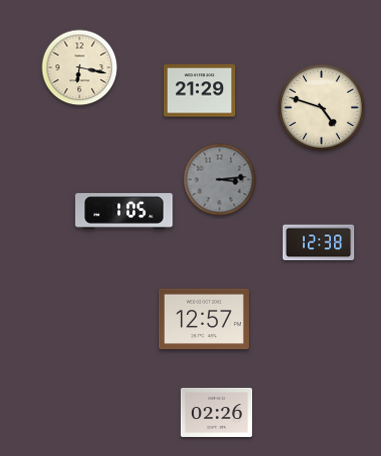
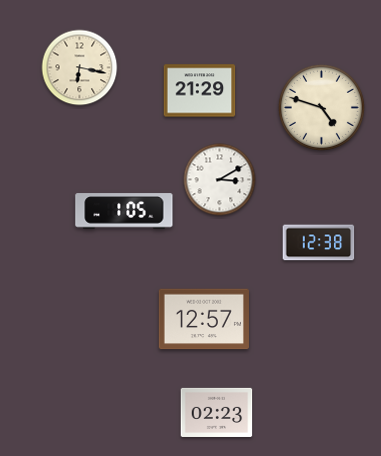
clock at (220, 180): 3:14 -> 3:10
clock at (220, 180) dial: grey -> white
clock at (217, 412): 02:26 -> 02:23
